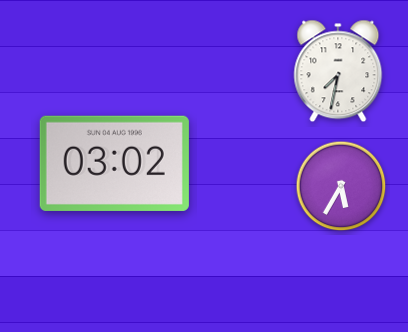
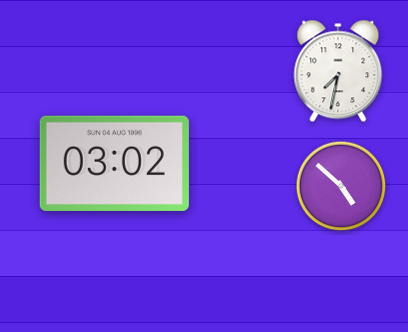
clock at (341, 186): 5:35 -> 4:52
